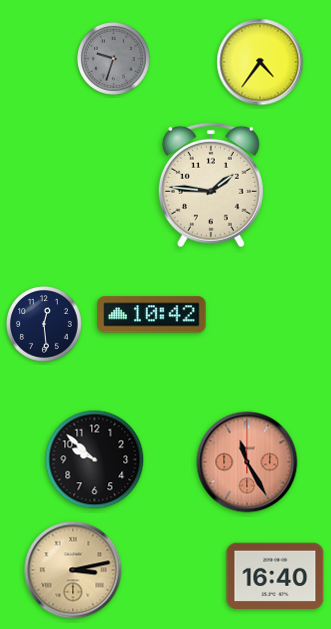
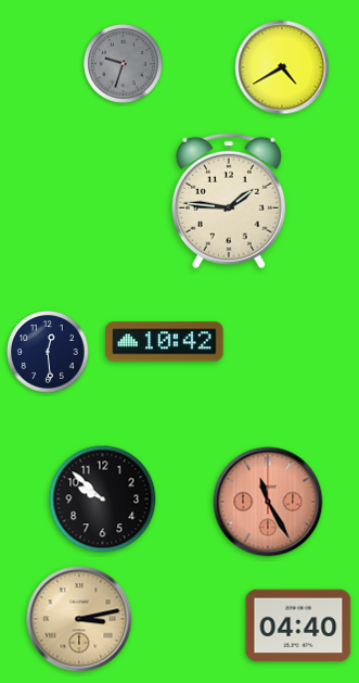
clock at (260, 62): 4:36 -> 4:40
clock at (275, 576): 16:40 -> 04:40
